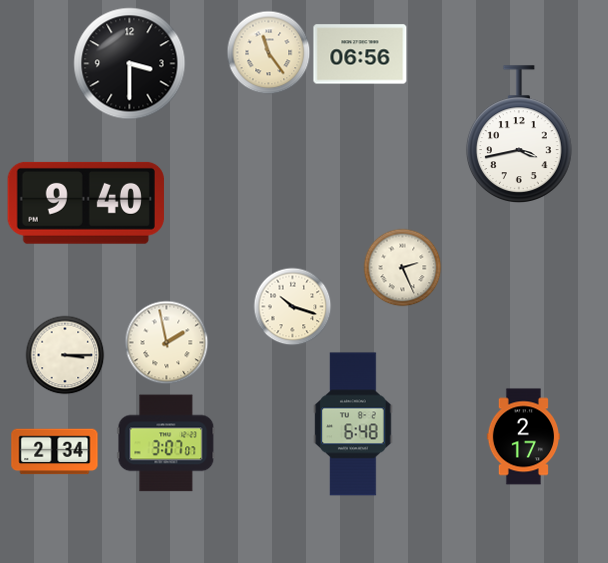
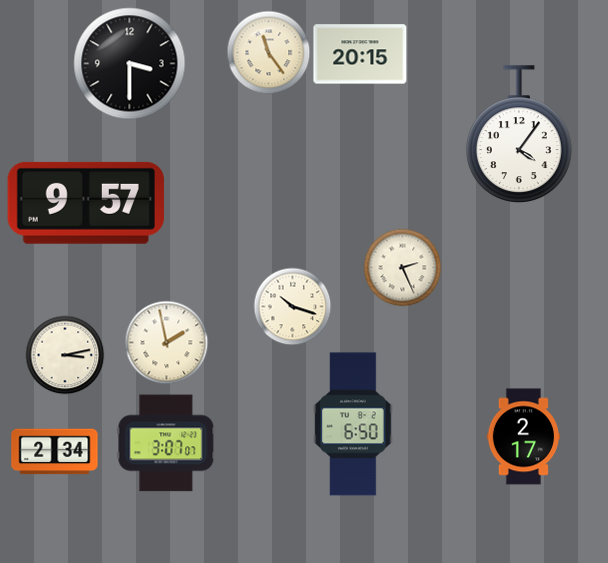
clock at (360, 54): 06:56 -> 20:15
clock at (519, 134): 3:43 -> 4:06
clock at (86, 203): 9:40 -> 9:57
clock at (65, 355): 3:15 -> 3:13
clock at (353, 424): 6:48 -> 6:50
